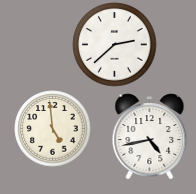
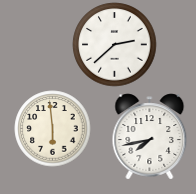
clock at (53, 129): 4:59 -> 5:59
clock at (150, 137): 4:43 -> 7:43
